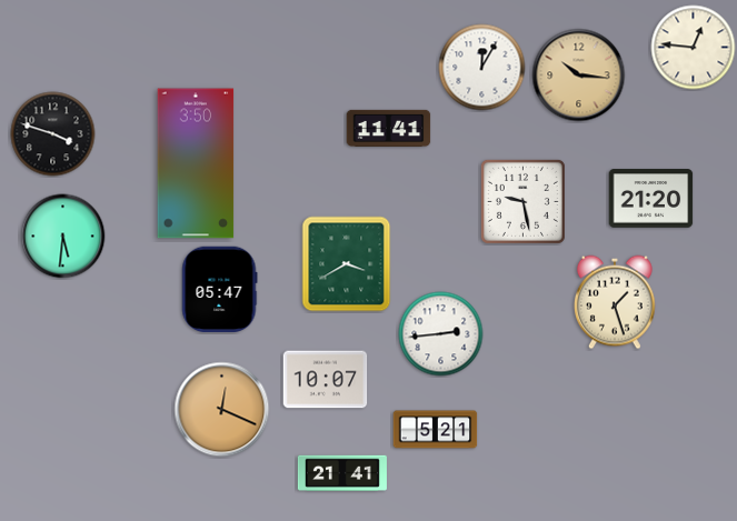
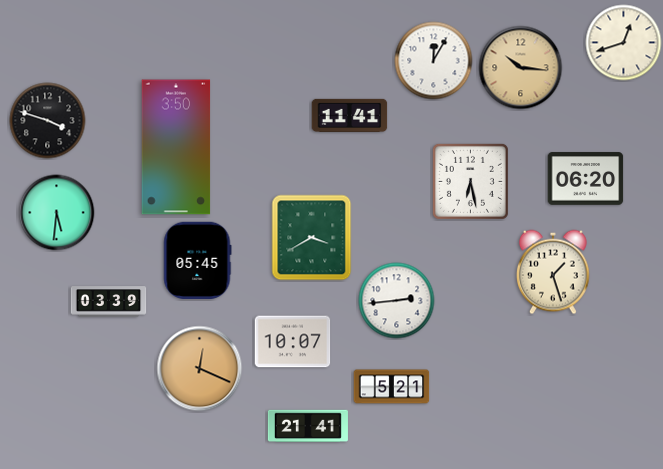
clock at (694, 48): 12:46 -> 12:42
clock at (651, 199): 21:20 -> 06:20
clock at (522, 201): 9:28 -> 6:28
clock at (220, 289): 05:47 -> 05:45
clock at (109, 302): none -> 03:39
